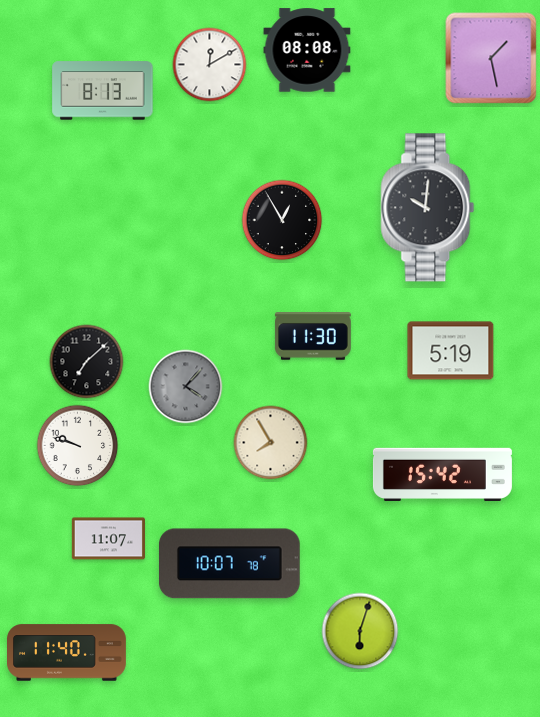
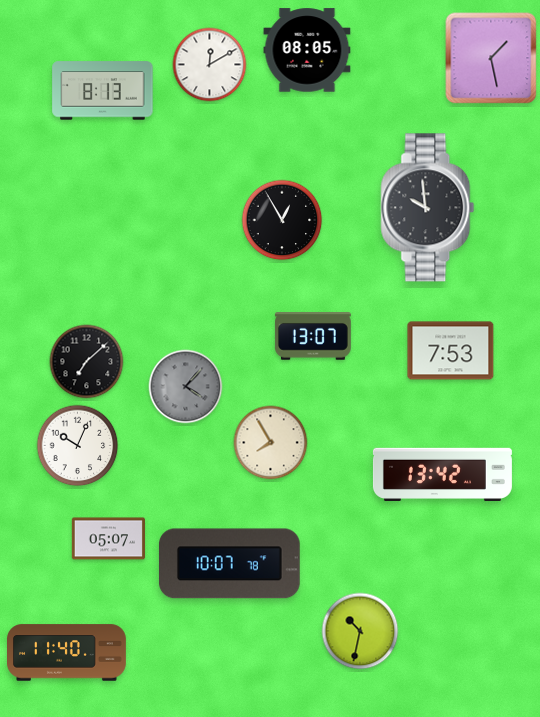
clock at (307, 50): 08:08 -> 08:05
clock at (428, 208): 10:01 -> 9:59
clock at (313, 336): 11:30 -> 13:07
clock at (451, 351): 5:19 -> 7:53
clock at (78, 446): 9:48 -> 10:04
clock at (442, 474): 15:42 -> 13:42
clock at (108, 539): 11:07 -> 05:07
clock at (360, 631): 6:03 -> 10:32
